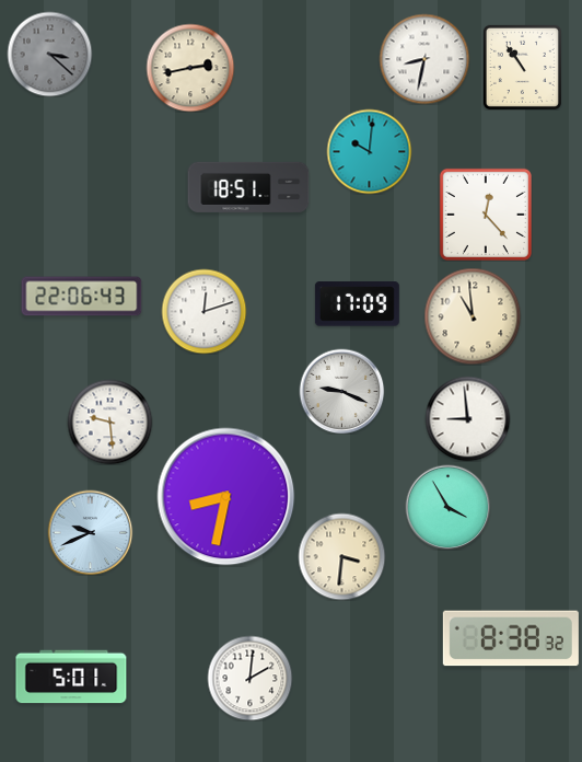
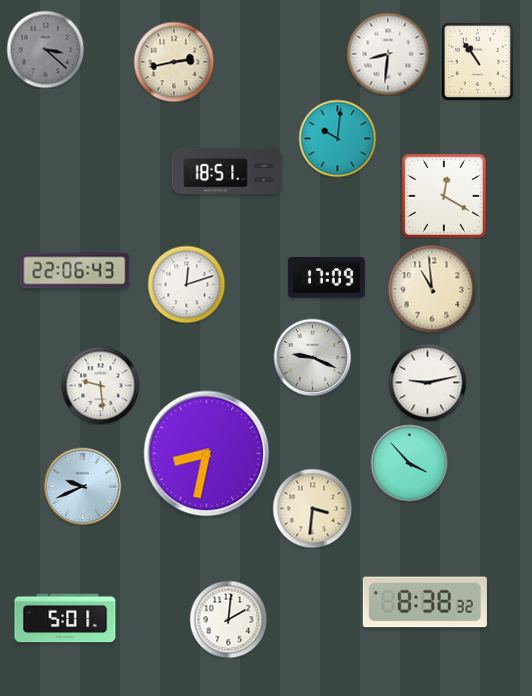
clock at (424, 59): 8:32 -> 8:31
clock at (486, 215): 12:23 -> 12:20
clock at (467, 418): 8:59 -> 9:13
clock at (447, 507): 3:55 -> 3:53
clock at (511, 638) position: (511, 638) -> (425, 602)
